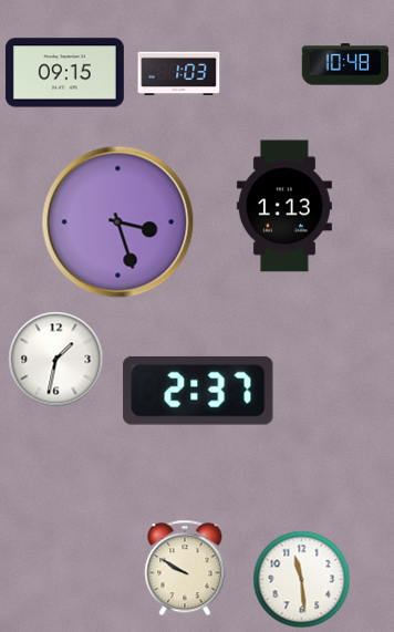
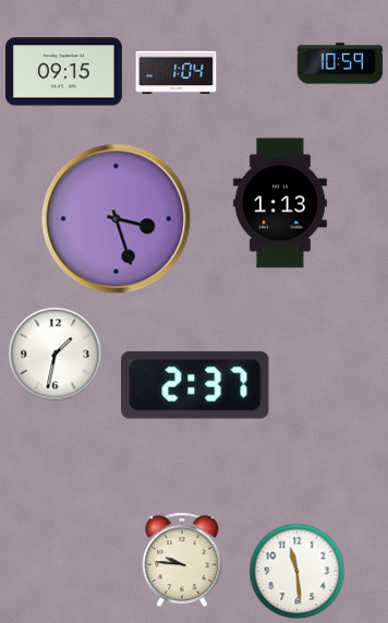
clock at (345, 64): 10:48 -> 10:59
clock at (179, 73): 1:03 -> 1:04
clock at (185, 568): 9:50 -> 9:46
